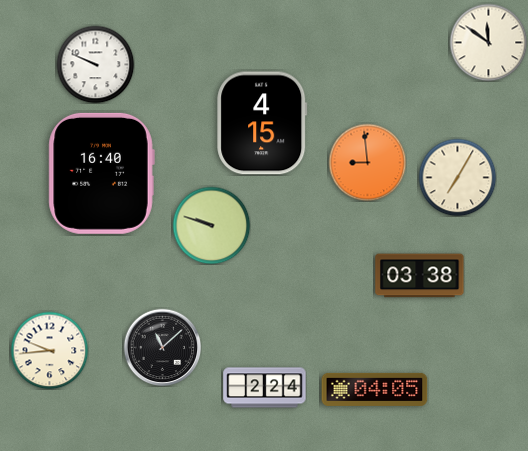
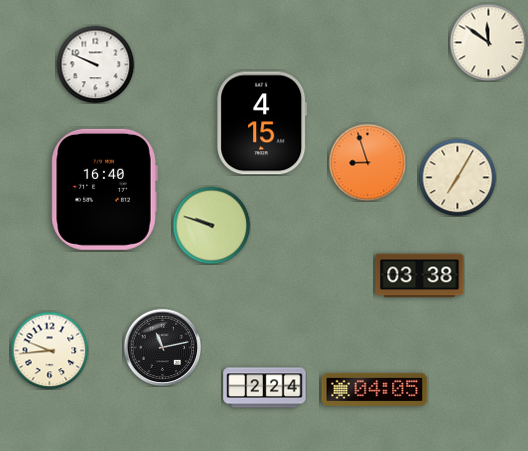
clock at (367, 162): 8:59 -> 8:57
clock at (101, 173) position: (101, 173) -> (104, 189)
clock at (162, 347): 11:08 -> 11:13
